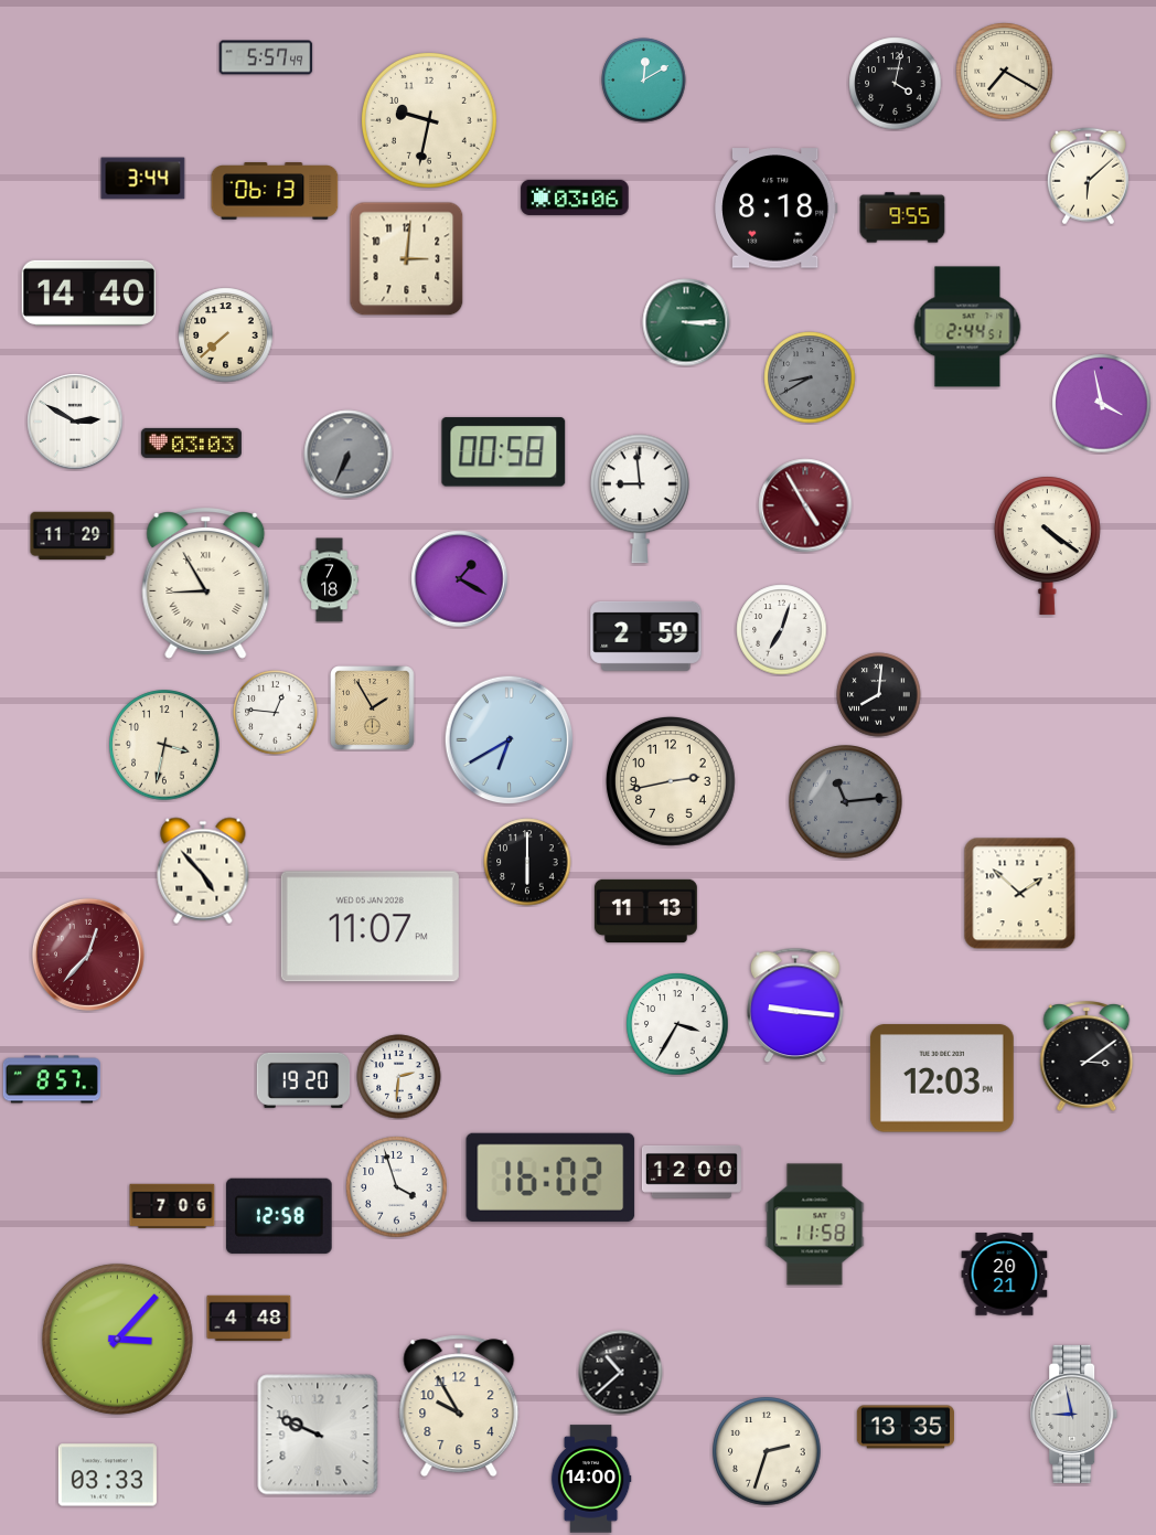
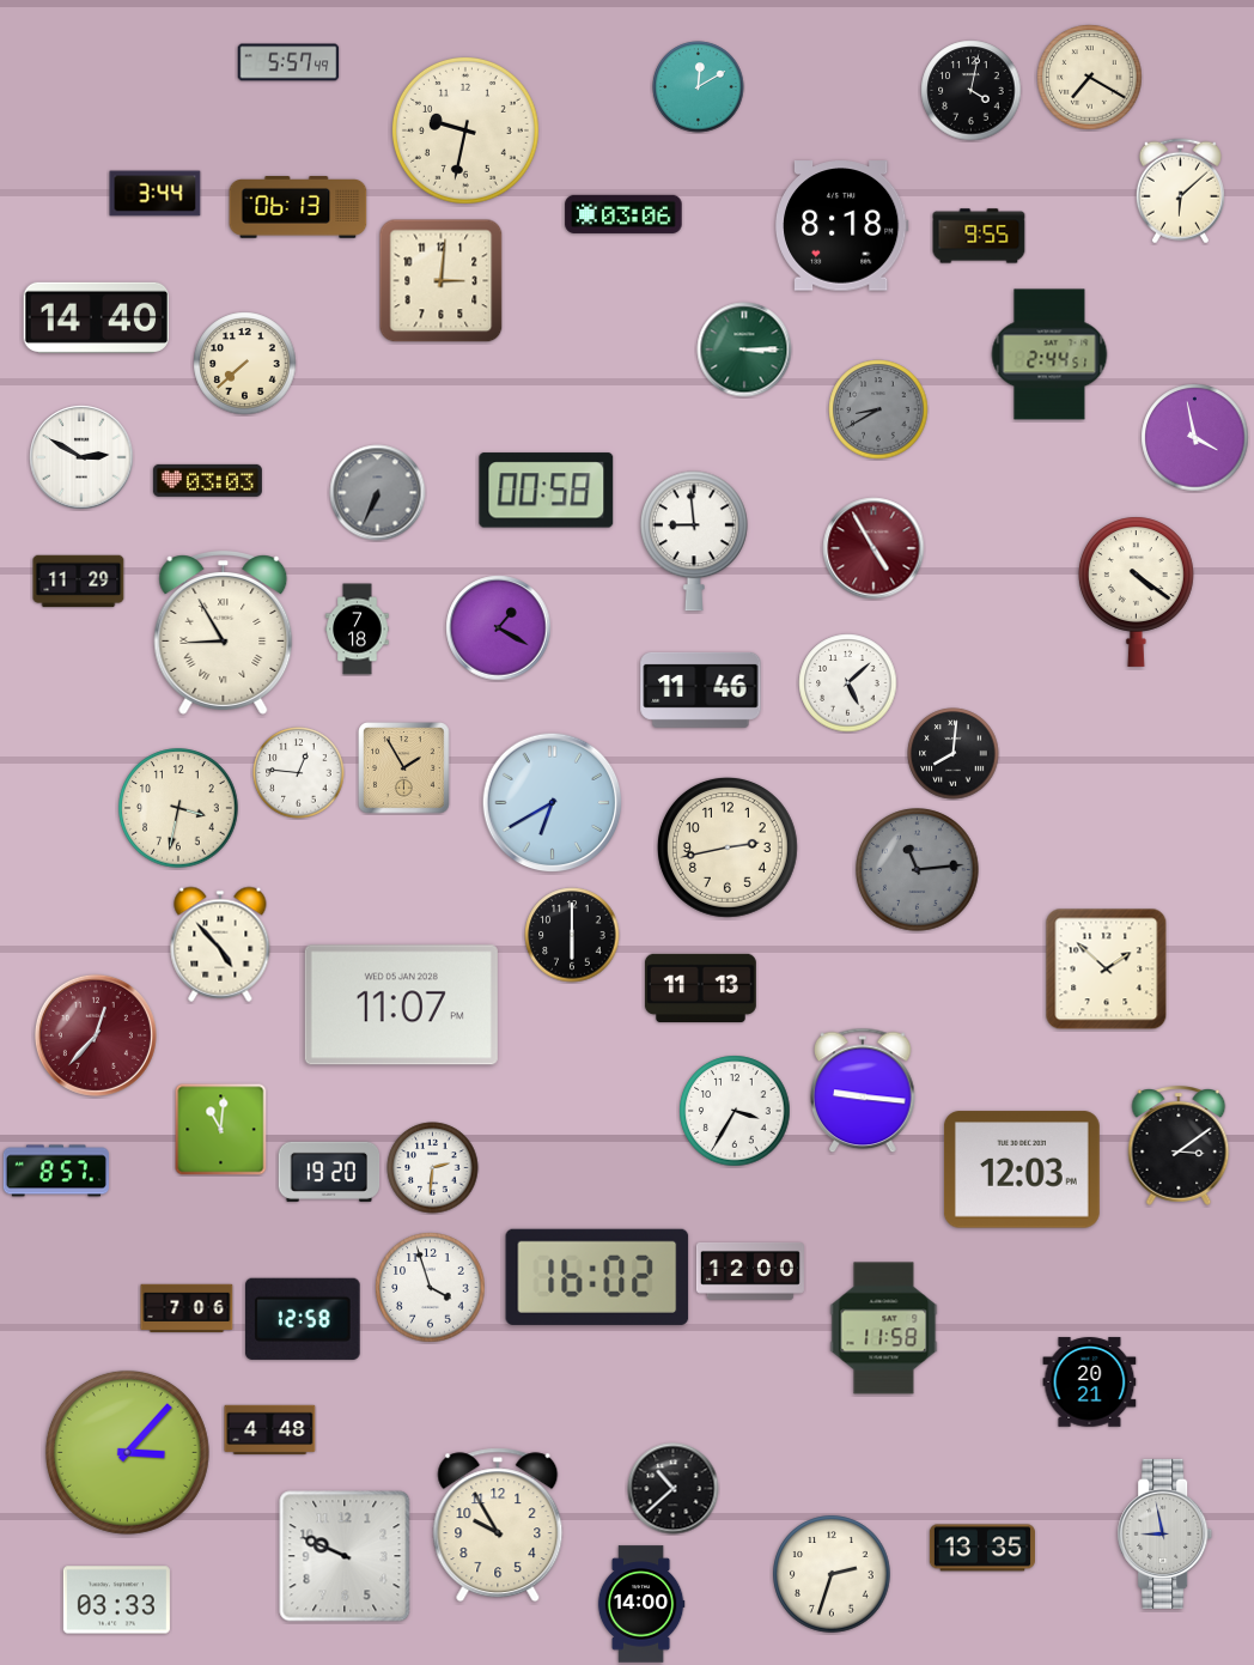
clock at (782, 630): 7:03 -> 5:08
clock at (646, 636): 2:59 -> 11:46
clock at (221, 1130): none -> 11:01
